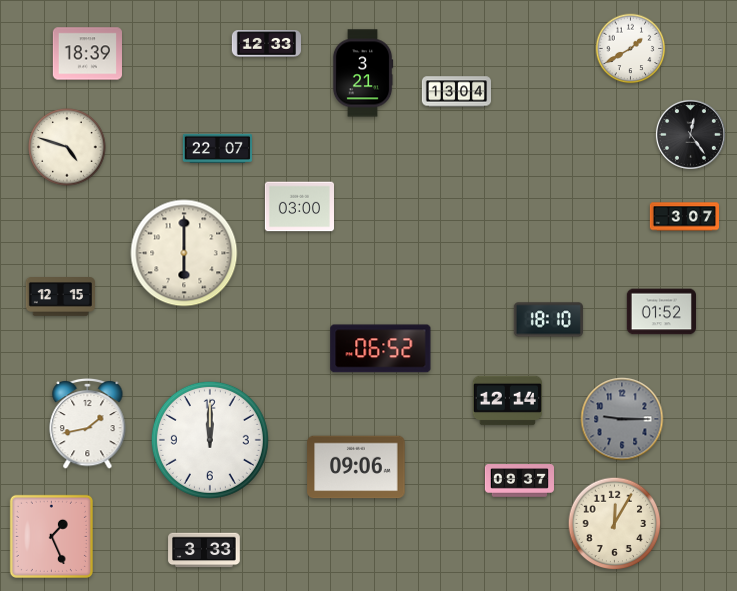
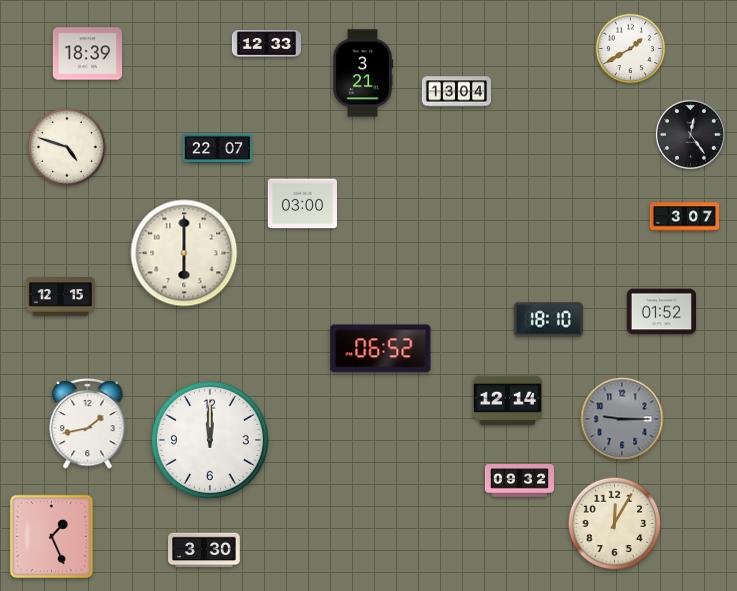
clock at (299, 207) position: (299, 207) -> (302, 204)
clock at (356, 467): 09:06 -> none
clock at (519, 481): 09:37 -> 09:32
clock at (204, 550): 3:33 -> 3:30
